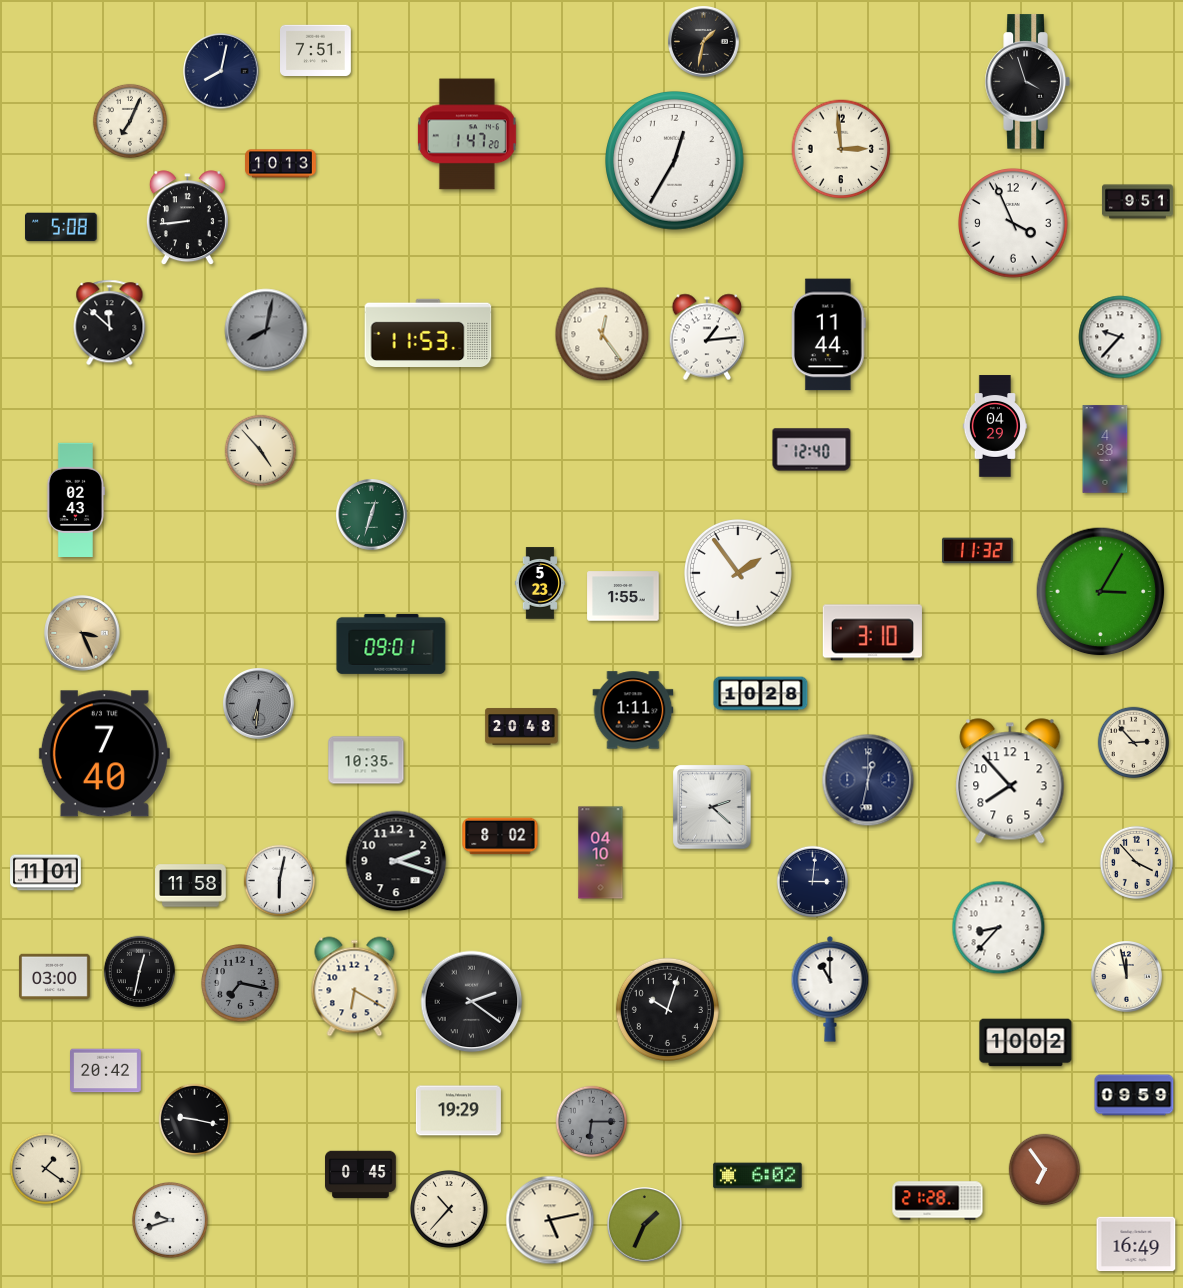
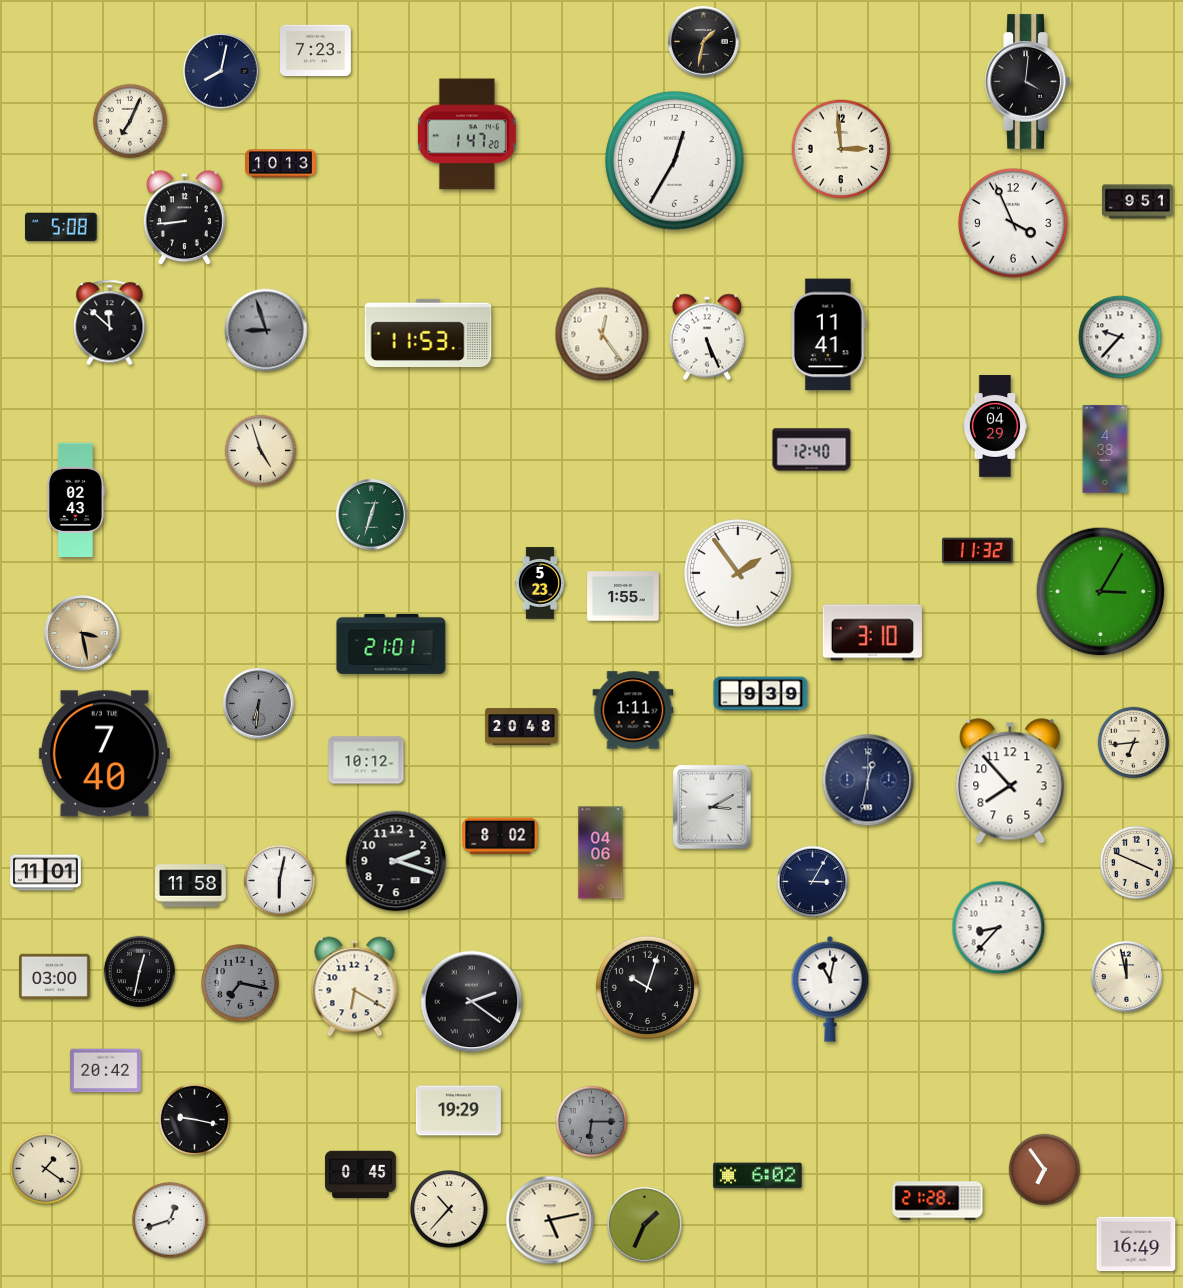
clock at (316, 51): 7:51 -> 7:23
clock at (1027, 82): 3:57 -> 4:01
clock at (187, 218) position: (187, 218) -> (184, 218)
clock at (266, 330): 8:02 -> 8:57
clock at (829, 335): 11:44 -> 11:41
clock at (707, 337): 1:14 -> 5:26
clock at (261, 451): 4:53 -> 4:57
clock at (82, 633): 3:26 -> 3:28
clock at (391, 644): 09:01 -> 21:01
clock at (761, 694): 10:28 -> 9:39
clock at (1134, 743): 2:53 -> 6:44
clock at (366, 760): 10:35 -> 10:12
clock at (712, 807): 2:22 -> 3:10
clock at (601, 853): 04:10 -> 04:06
clock at (1136, 862): 3:53 -> 3:49
clock at (813, 882): 3:01 -> 3:05
clock at (830, 989): 11:00 -> 11:02
clock at (667, 1009) position: (667, 1009) -> (647, 987)
clock at (1026, 1043): 10:02 -> none
clock at (1134, 1095): 09:59 -> none
clock at (170, 1220): 9:42 -> 12:42
